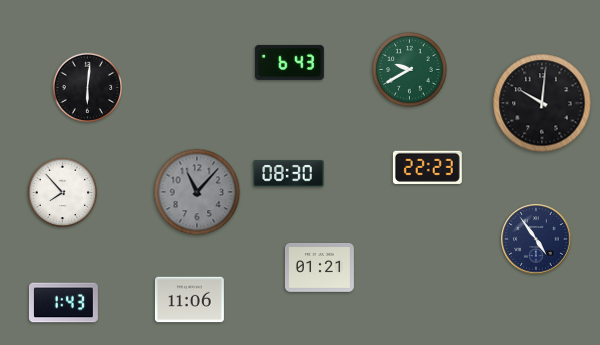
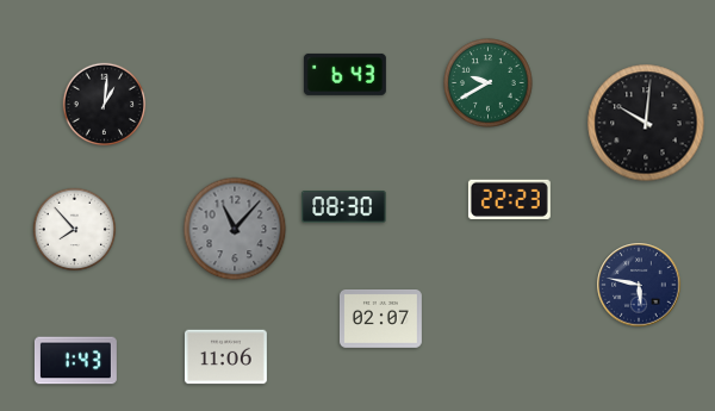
clock at (88, 88): 6:01 -> 1:01
clock at (536, 239): 4:54 -> 5:47
clock at (319, 268): 01:21 -> 02:07
